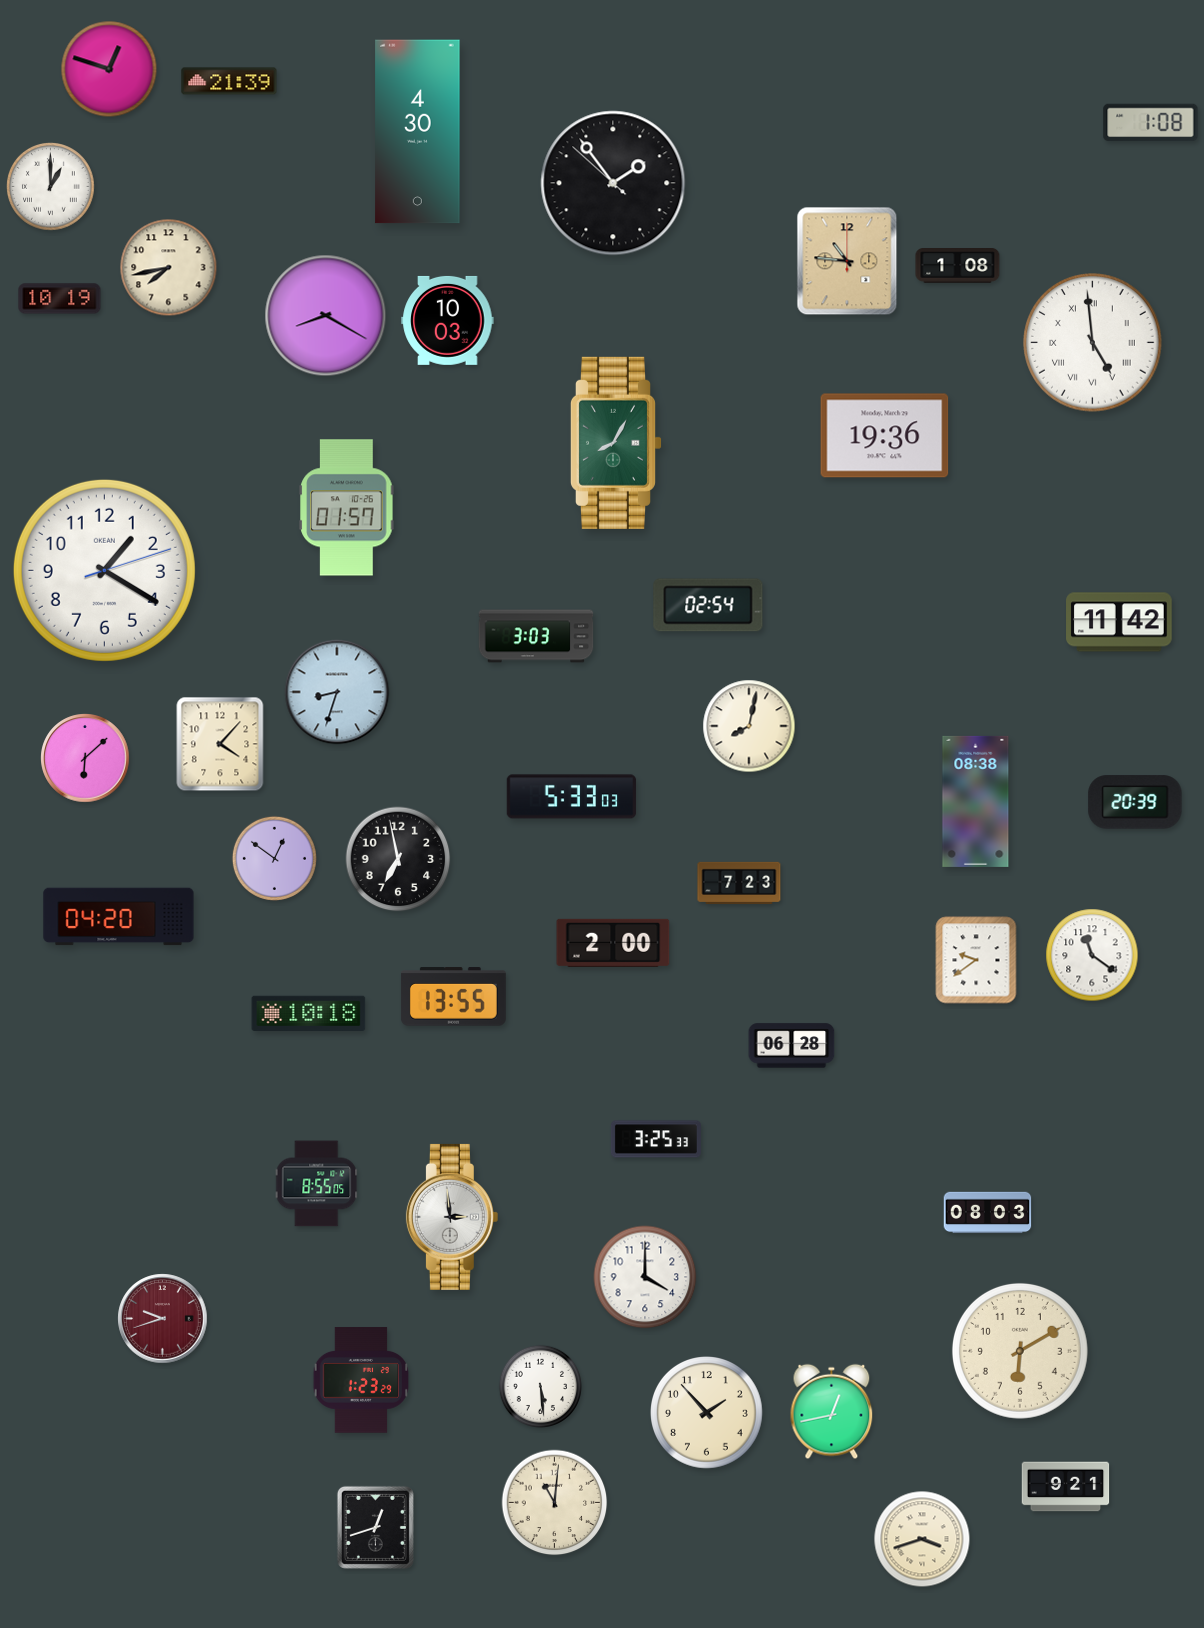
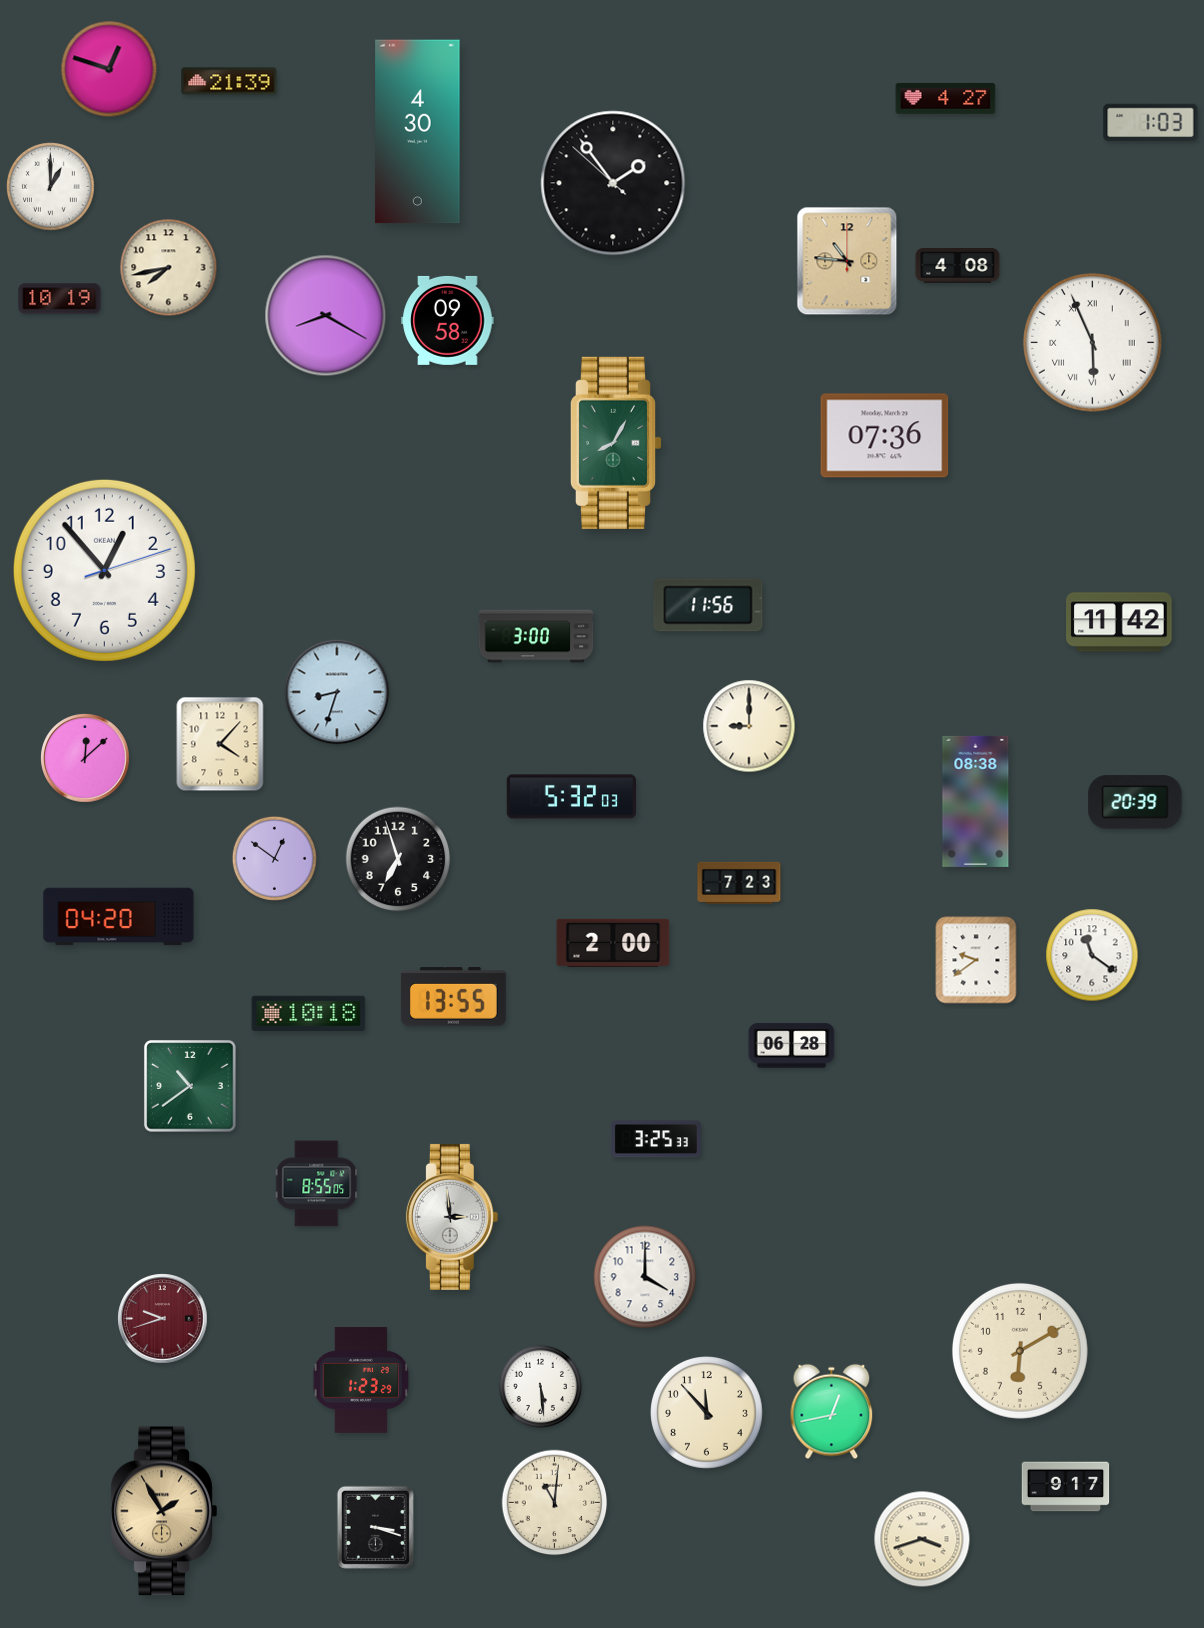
clock at (946, 99): none -> 4:27
clock at (1151, 123): 1:08 -> 1:03
clock at (958, 266): 1:08 -> 4:08
clock at (448, 320): 10:03 -> 09:58
clock at (1093, 343): 4:59 -> 5:56
clock at (885, 436): 19:36 -> 07:36
clock at (347, 508): 01:57 -> none
clock at (104, 570): 1:20 -> 12:53
clock at (708, 605): 02:54 -> 11:56
clock at (536, 636): 3:03 -> 3:00
clock at (749, 726): 8:02 -> 9:00
clock at (85, 758): 6:08 -> 12:08
clock at (572, 797): 5:33 -> 5:32
clock at (398, 859): 6:58 -> 6:57
clock at (190, 1086): none -> 10:39
clock at (988, 1213): 08:03 -> none
clock at (707, 1413): 1:53 -> 11:53
clock at (1066, 1487): 9:21 -> 9:17
clock at (164, 1511): none -> 1:55
clock at (375, 1527): 12:42 -> 3:18
